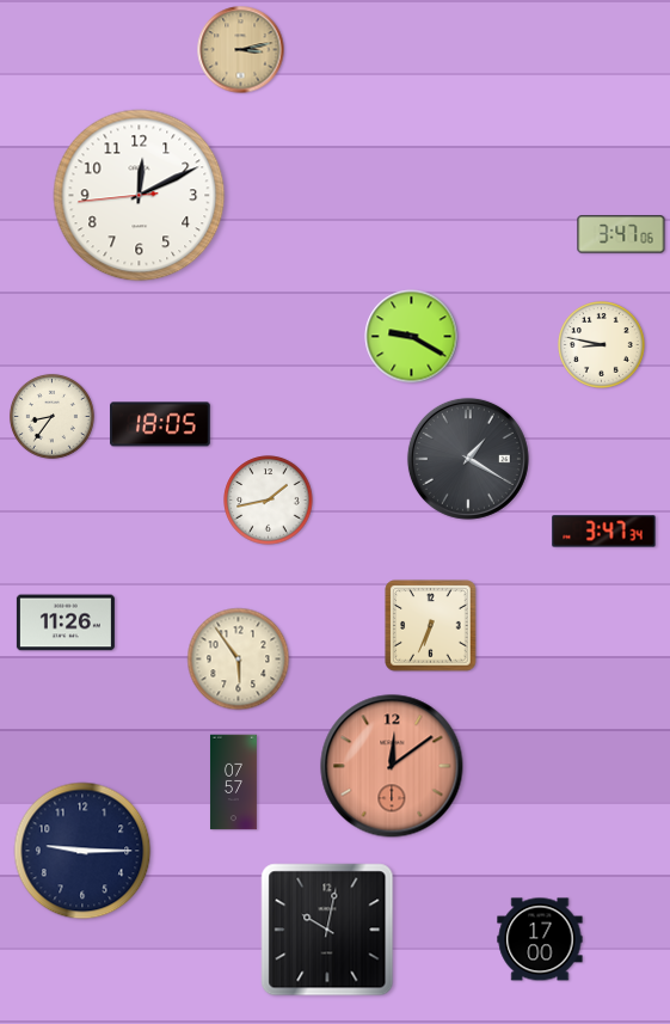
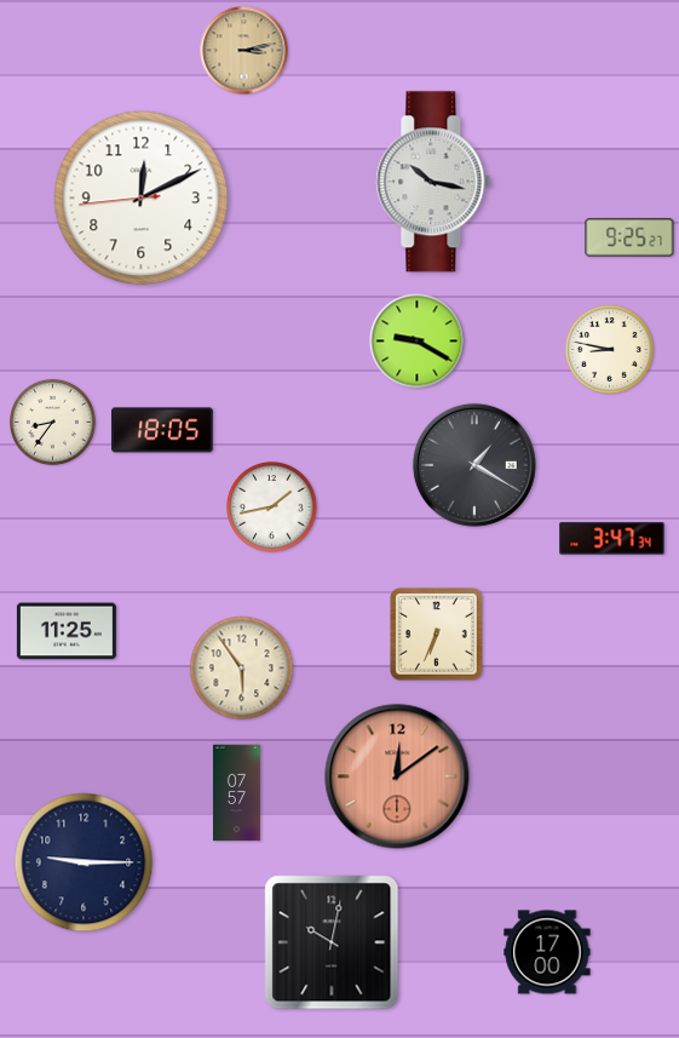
clock at (433, 182): none -> 10:17
clock at (621, 234): 3:47 -> 9:25
clock at (66, 623): 11:26 -> 11:25
